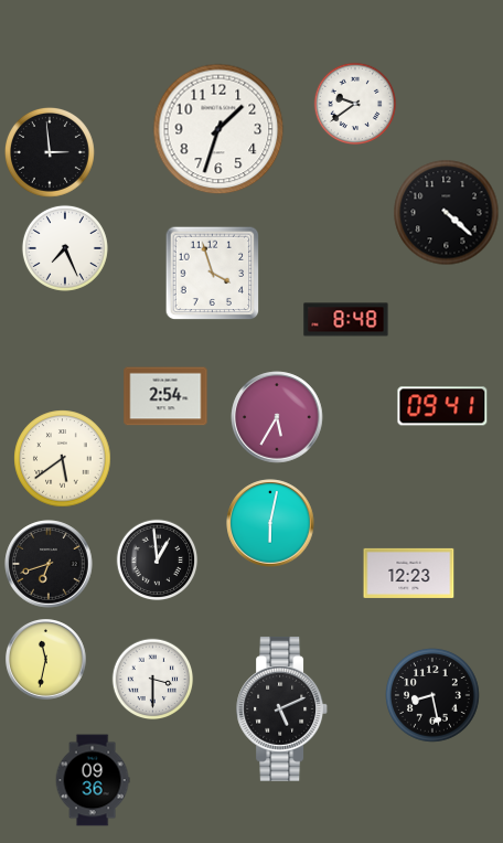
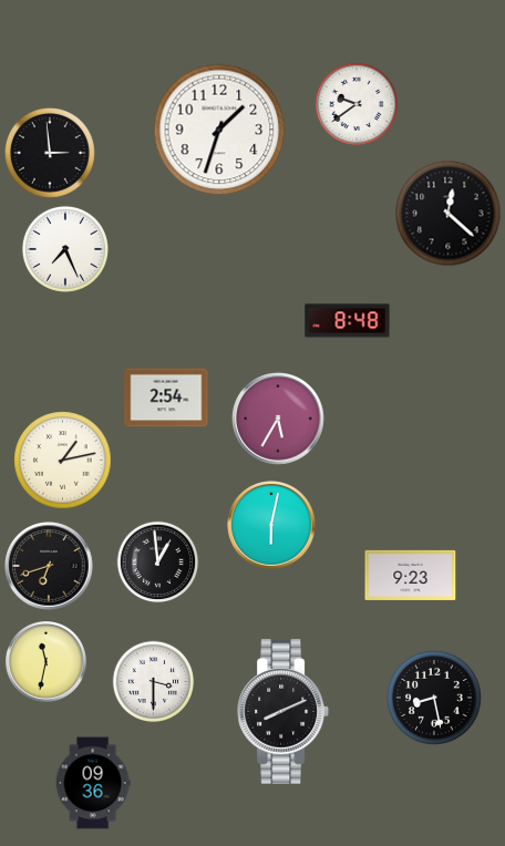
clock at (447, 213): 4:22 -> 12:22
clock at (213, 274): 3:57 -> none
clock at (442, 406): 09:41 -> none
clock at (63, 459): 5:39 -> 1:13
clock at (409, 573): 12:23 -> 9:23
clock at (282, 708): 5:11 -> 8:11
